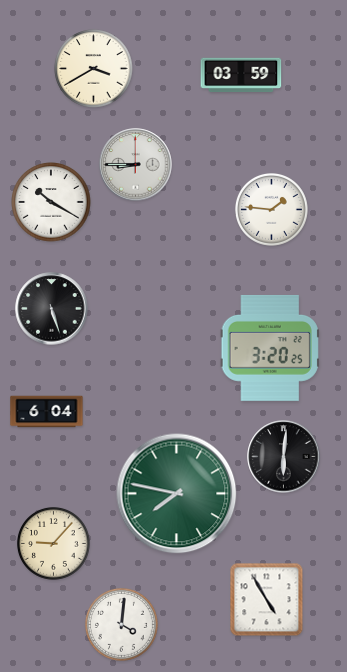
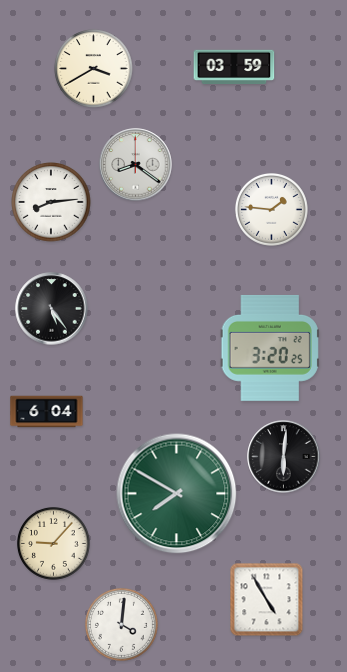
clock at (241, 75) position: (241, 75) -> (234, 67)
clock at (136, 165): 8:45 -> 8:21
clock at (51, 202): 10:20 -> 8:14
clock at (52, 309): 5:27 -> 5:24
clock at (177, 494): 7:47 -> 7:50
